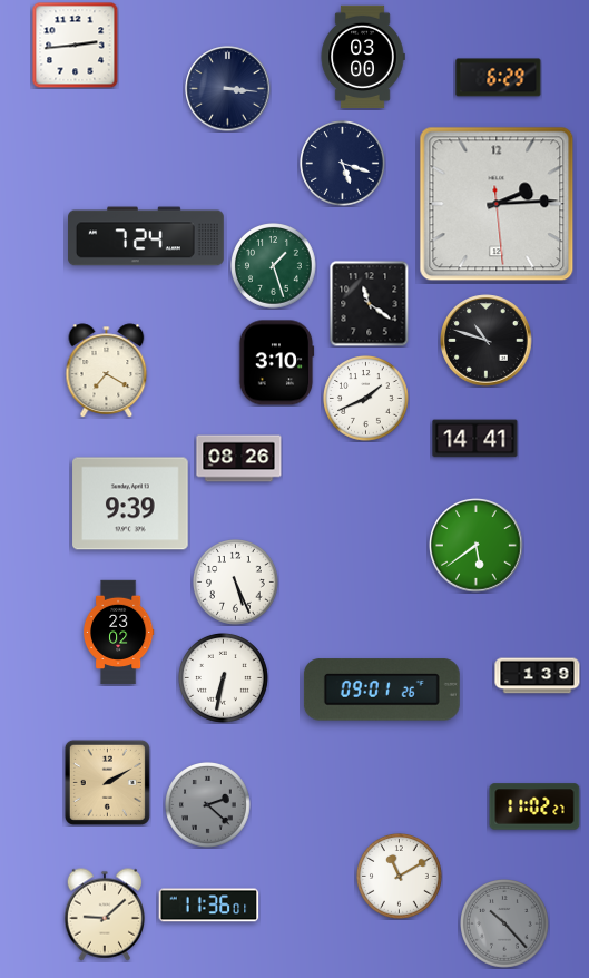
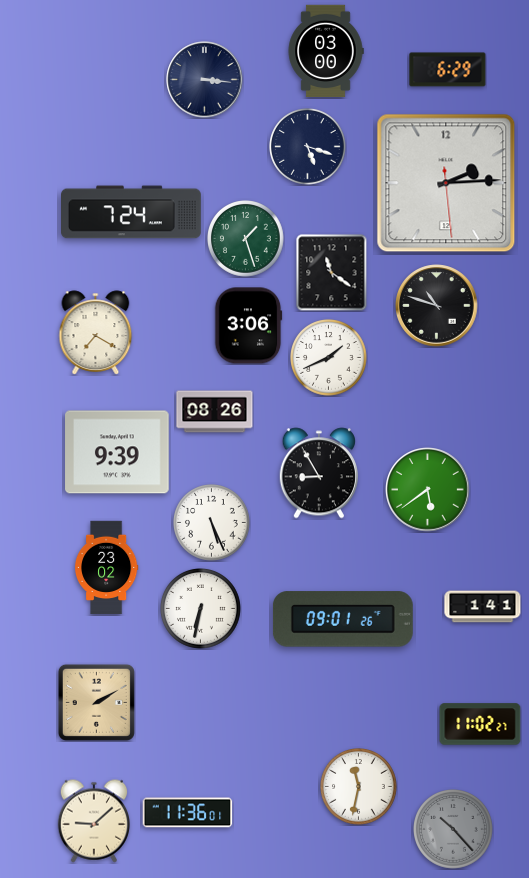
clock at (75, 45): 2:44 -> none
clock at (276, 363): 3:10 -> 3:06
clock at (475, 439): 14:41 -> none
clock at (318, 473): none -> 8:55
clock at (538, 676): 1:39 -> 1:41
clock at (208, 805): 2:22 -> none
clock at (400, 877): 11:10 -> 11:32
